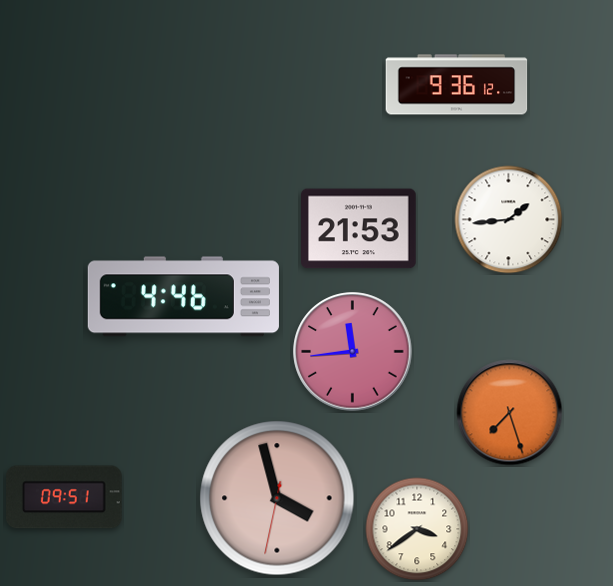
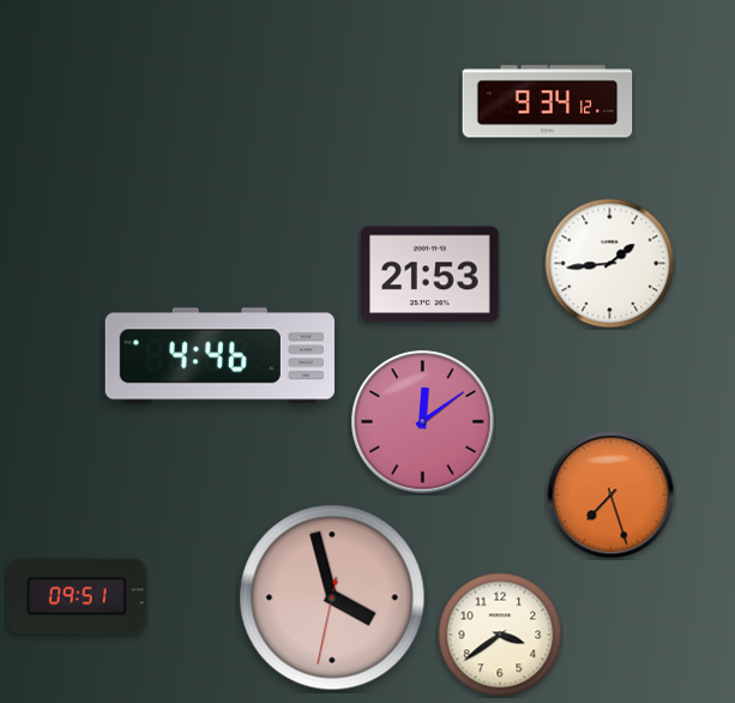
clock at (457, 85): 9:36 -> 9:34
clock at (353, 352): 11:44 -> 12:09
